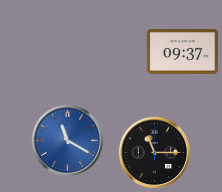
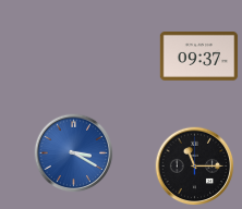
clock at (68, 141): 11:20 -> 3:20
clock at (155, 153) position: (155, 153) -> (195, 167)
